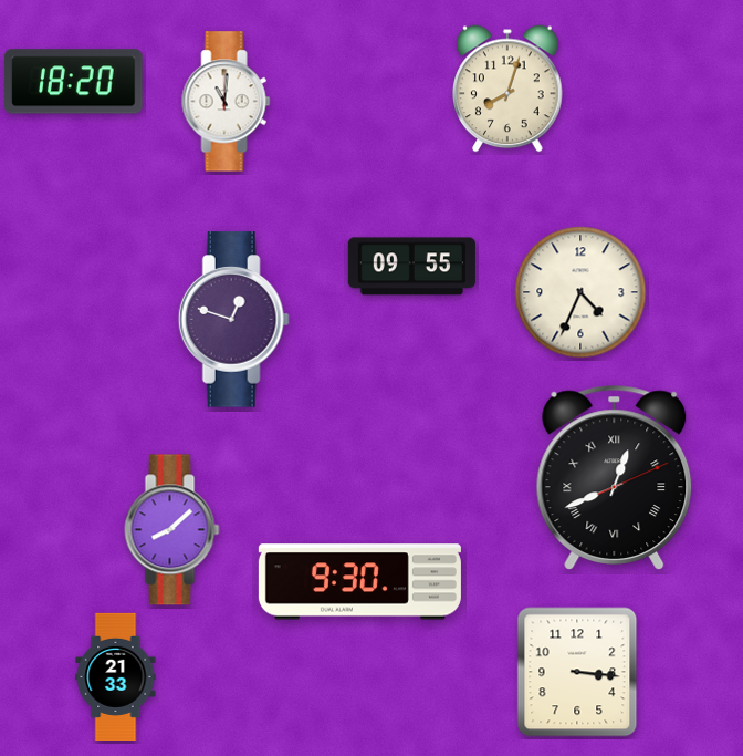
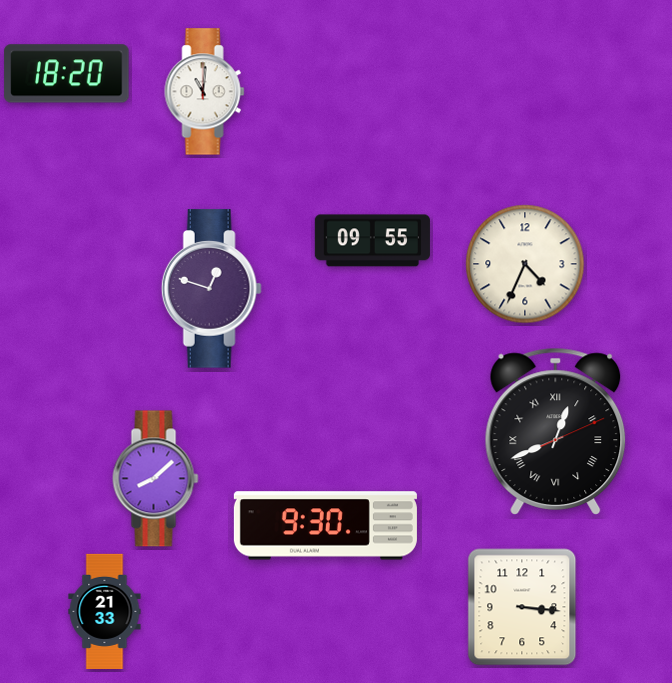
clock at (507, 89): 8:03 -> none
